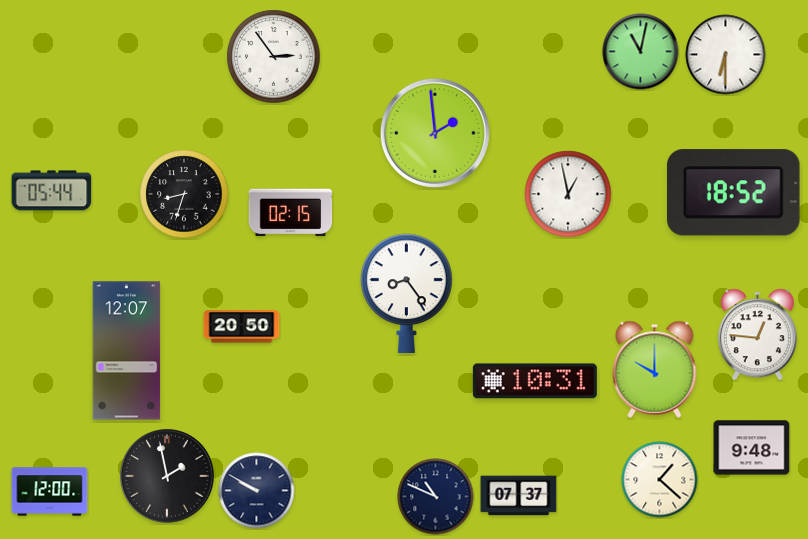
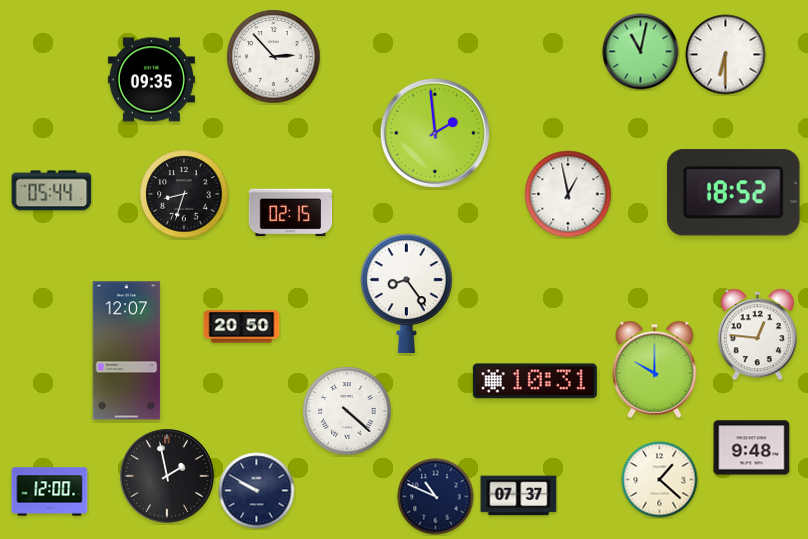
clock at (274, 57): 2:54 -> 2:53
clock at (151, 80): none -> 09:35
clock at (347, 411): none -> 4:22
